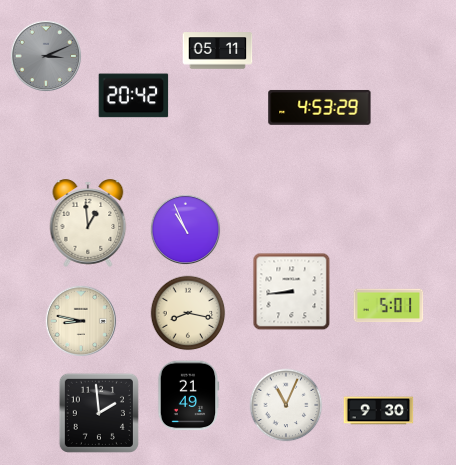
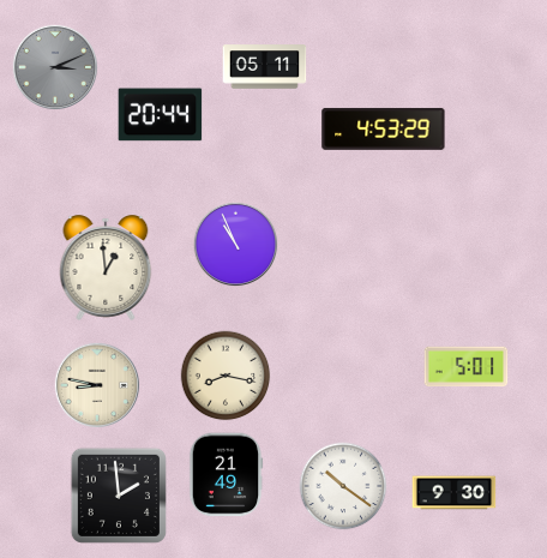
clock at (218, 51) position: (218, 51) -> (265, 67)
clock at (134, 96): 20:42 -> 20:44
clock at (186, 230) position: (186, 230) -> (236, 245)
clock at (292, 292): 8:44 -> none
clock at (286, 405): 11:04 -> 10:21
